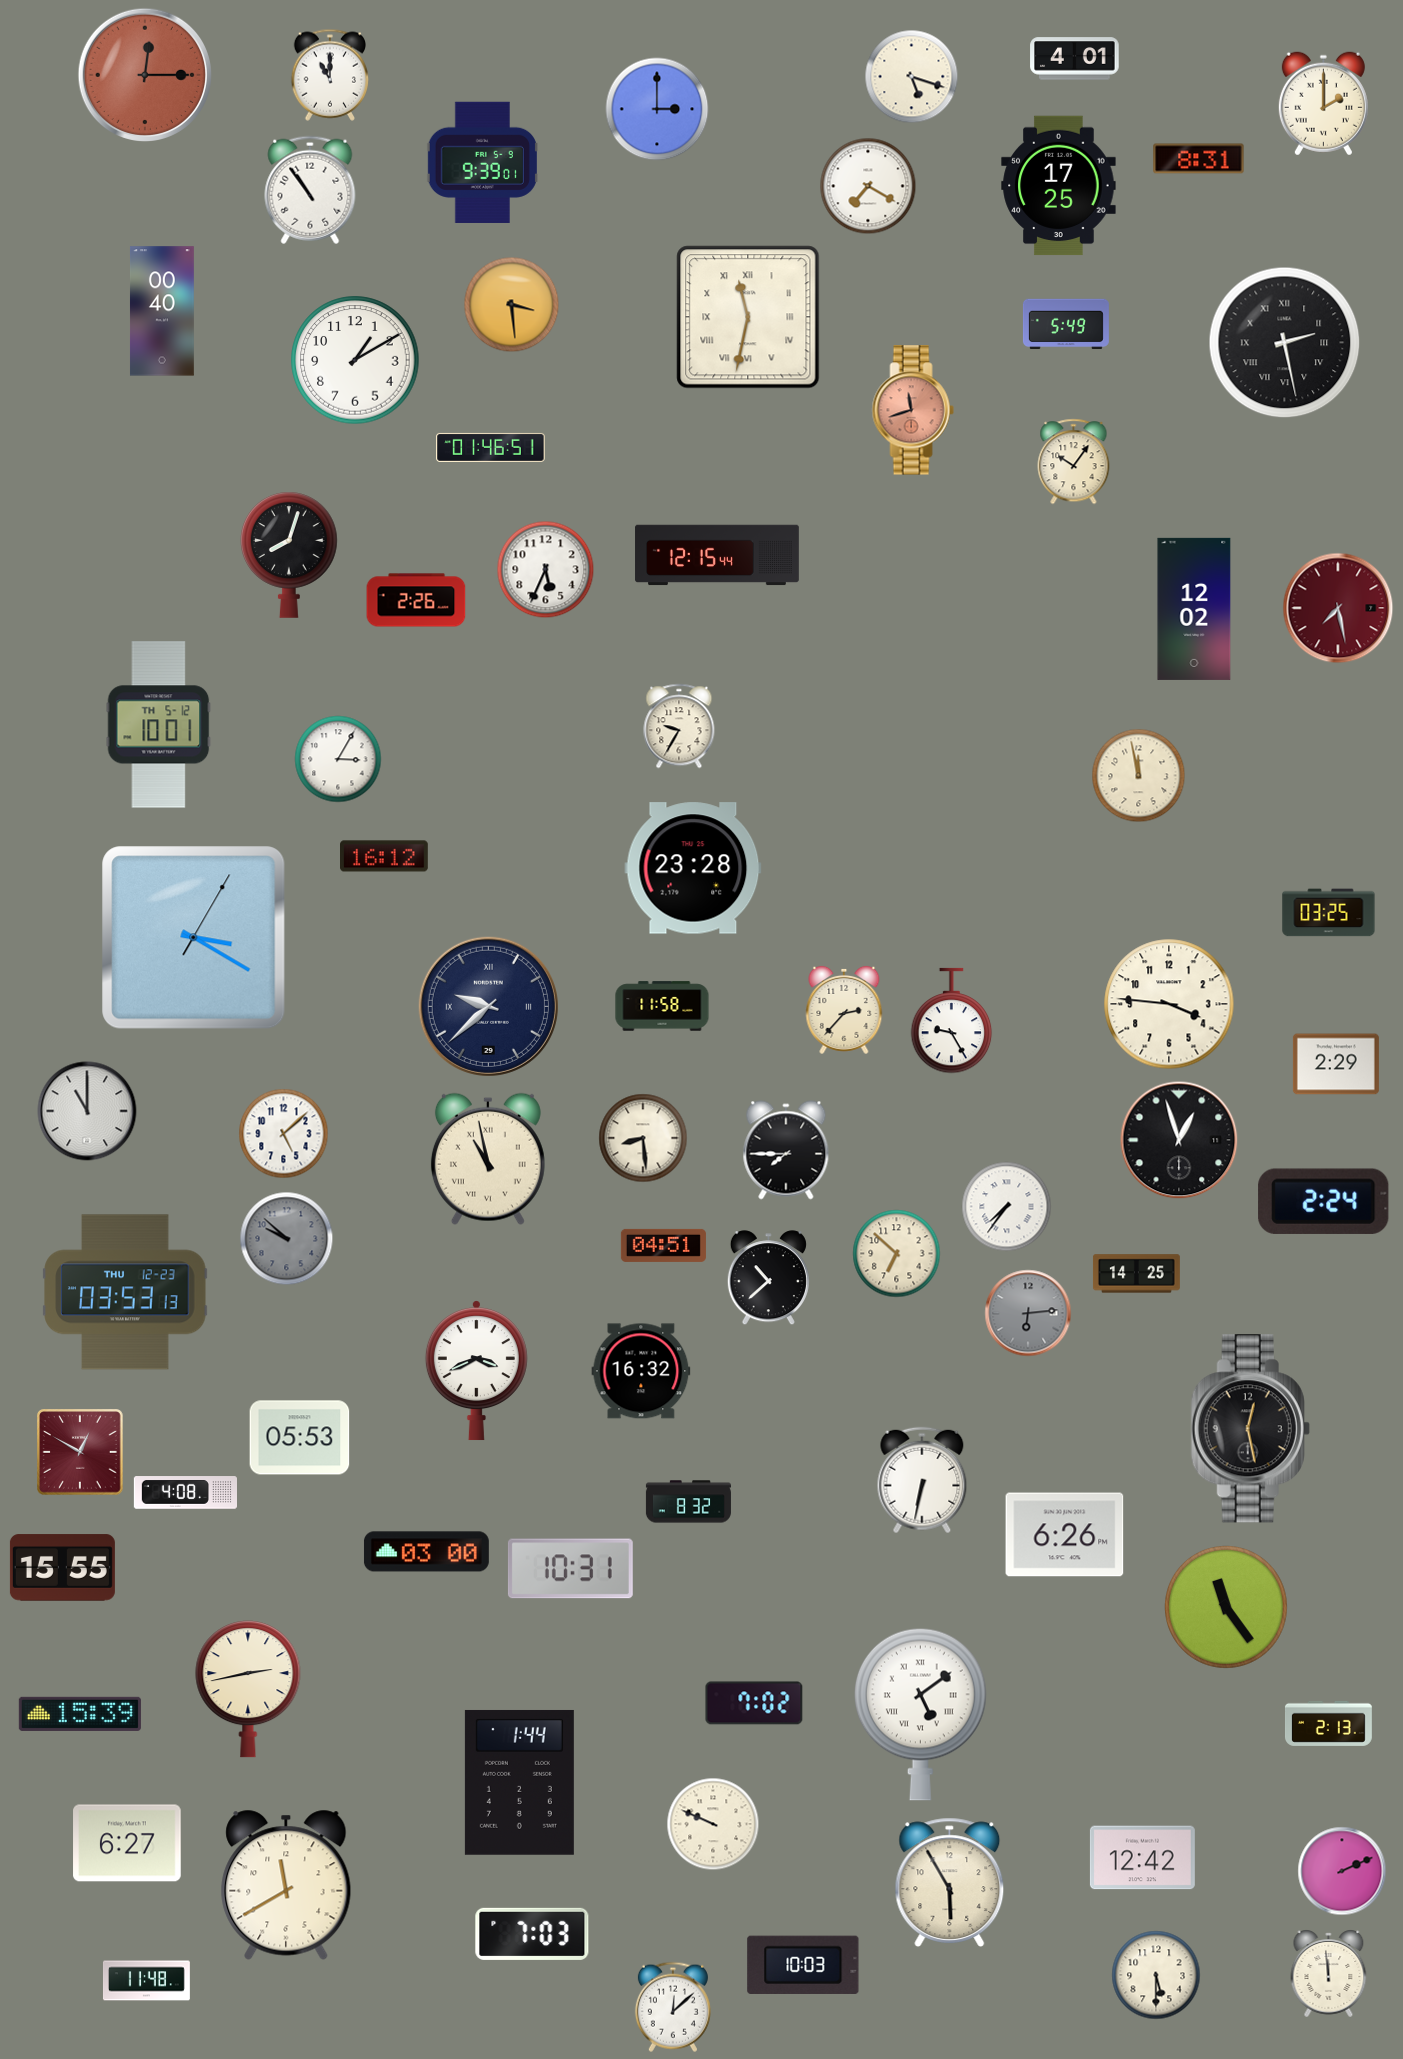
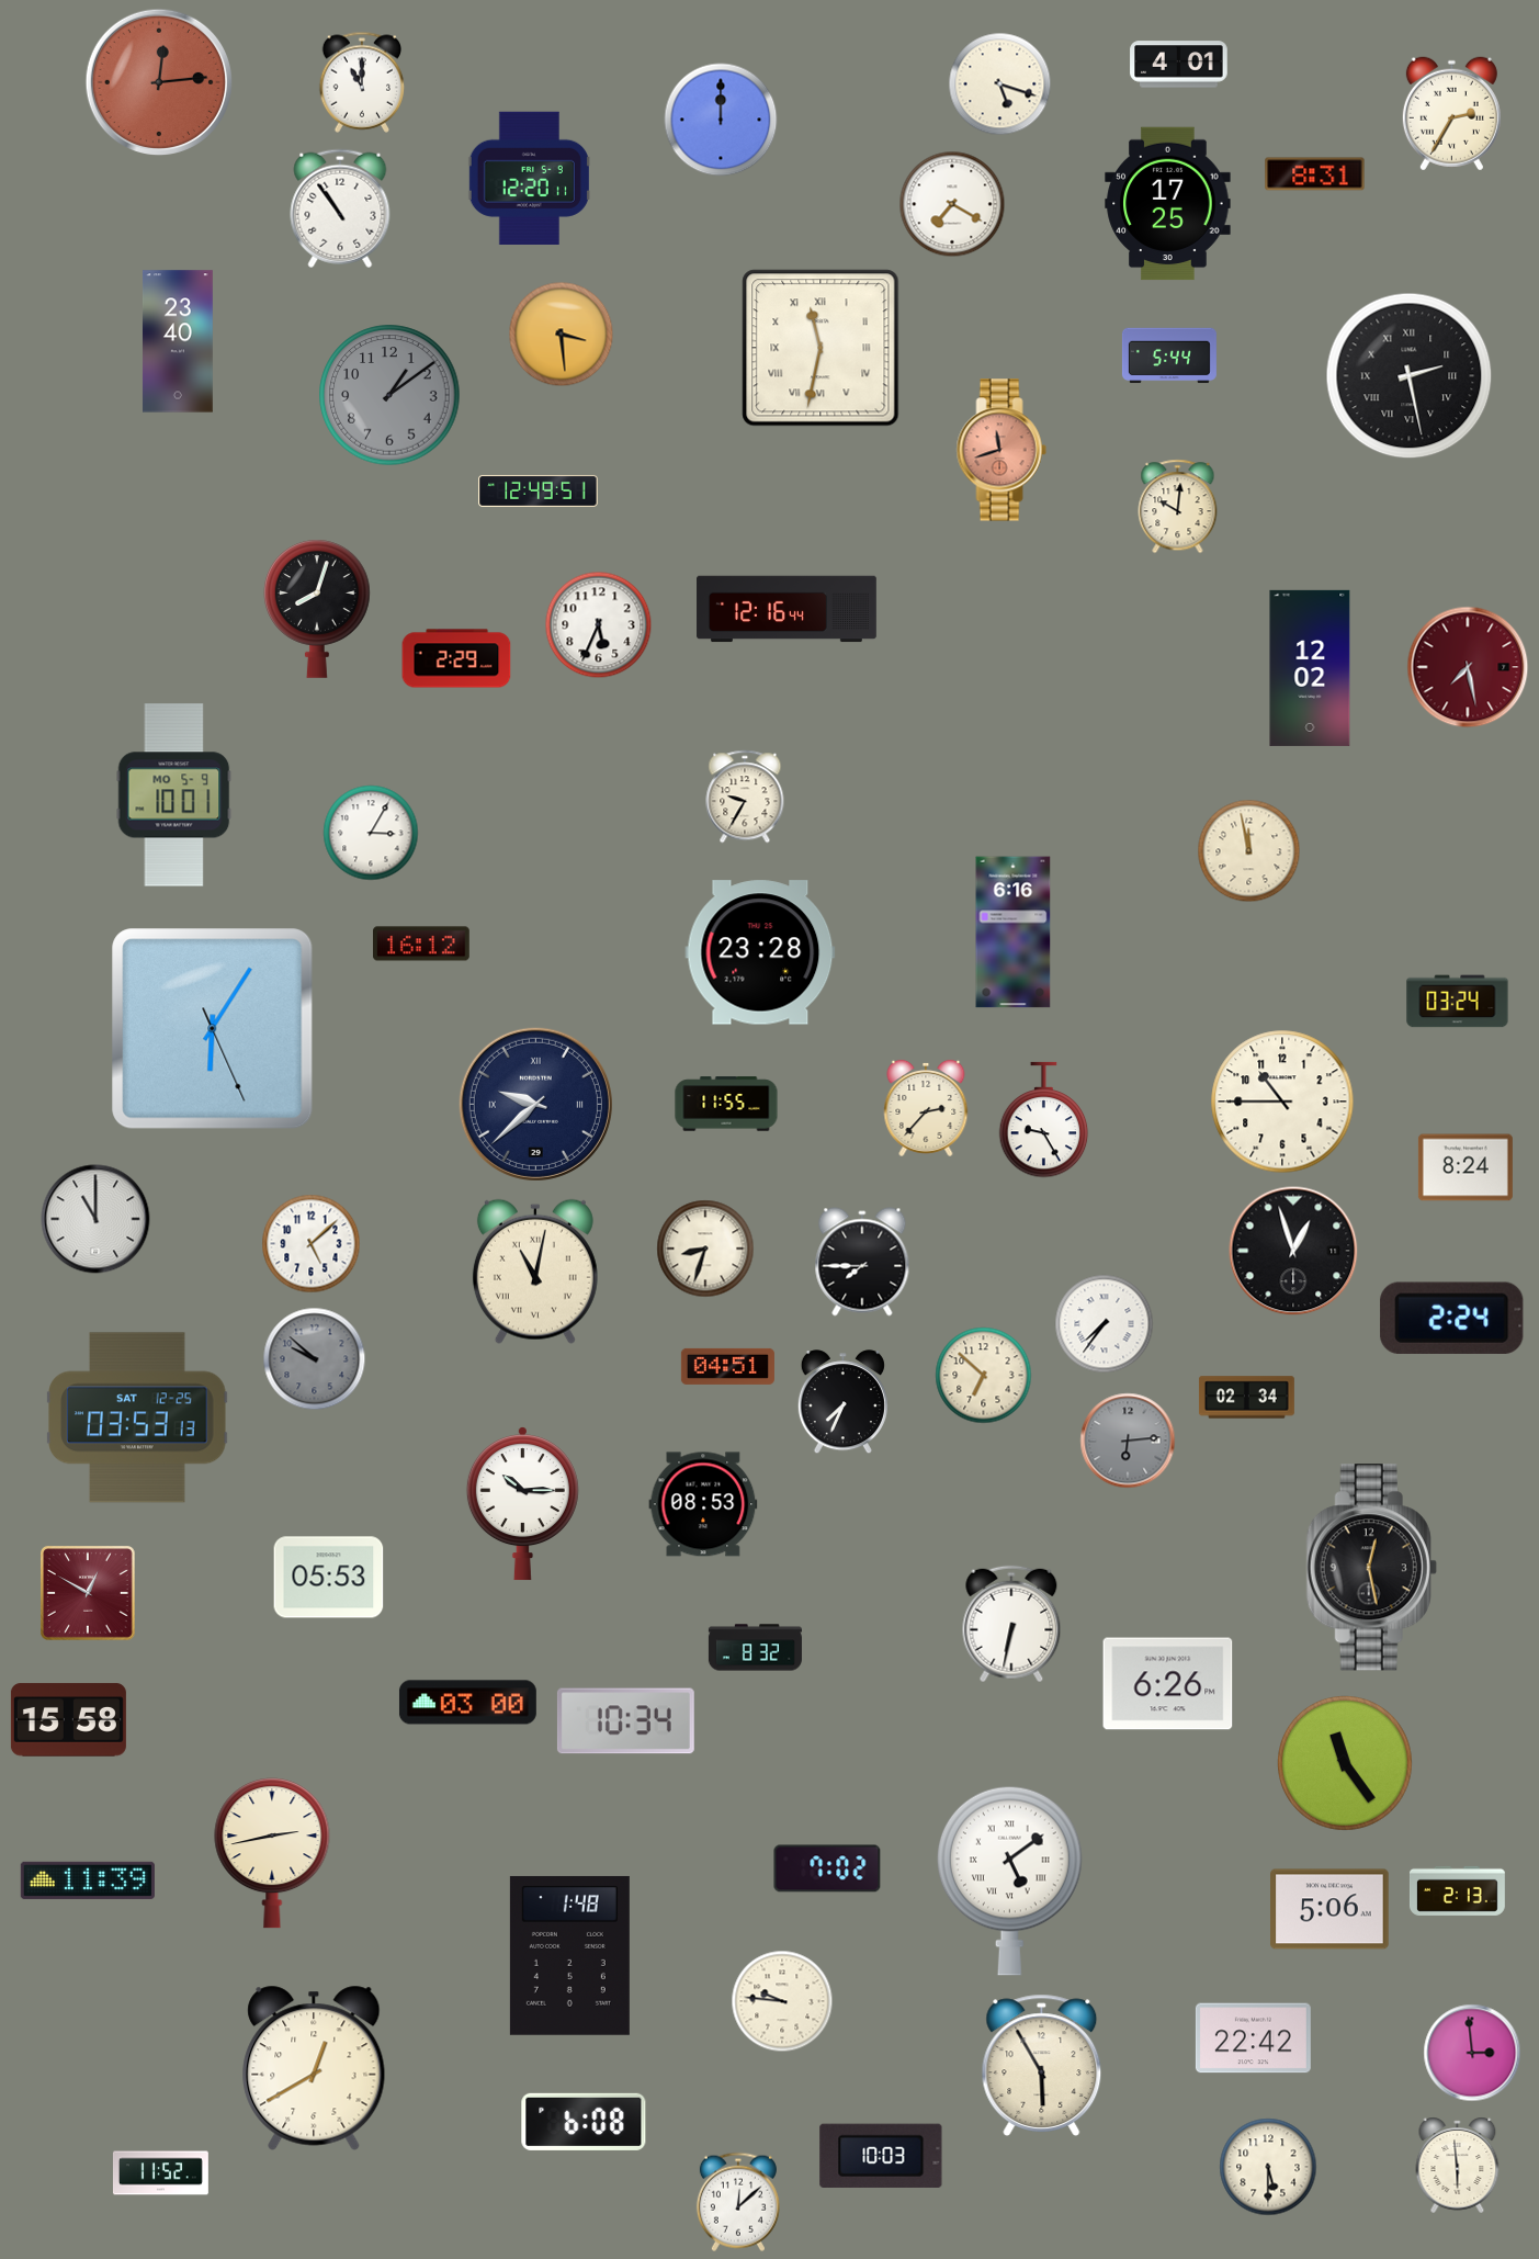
clock at (144, 74): 12:15 -> 12:14
clock at (1323, 104): 2:00 -> 2:35
clock at (657, 109): 3:00 -> 12:00
clock at (482, 162): 9:39 -> 12:20
clock at (1059, 186) position: (1059, 186) -> (1168, 204)
clock at (162, 311): 00:40 -> 23:40
clock at (1066, 324): 5:49 -> 5:44
clock at (355, 360): 1:10 -> 1:09
clock at (355, 360) dial: white -> grey
clock at (491, 447): 01:46 -> 12:49
clock at (1074, 462): 10:06 -> 10:01
clock at (717, 555): 12:15 -> 12:16
clock at (416, 600): 2:26 -> 2:29
clock at (159, 725) date: TH 5-12 -> MO 5-9
clock at (1014, 933): none -> 6:16
clock at (385, 856) position: (385, 856) -> (422, 944)
clock at (1329, 913): 03:25 -> 03:24
clock at (194, 938): 3:20 -> 6:05
clock at (1169, 1004): 3:46 -> 10:45
clock at (662, 1006): 11:58 -> 11:55
clock at (1336, 1064): 2:29 -> 8:24
clock at (643, 1138): 8:29 -> 8:33
clock at (488, 1159): 10:58 -> 11:02
clock at (1136, 1274): 14:25 -> 02:34
clock at (768, 1278): 10:38 -> 7:34
clock at (125, 1292) date: THU 12-23 -> SAT 12-25
clock at (476, 1371): 3:41 -> 10:15
clock at (641, 1371): 16:32 -> 08:53
clock at (185, 1493): 4:08 -> none
clock at (62, 1568): 15:55 -> 15:58
clock at (570, 1569): 10:31 -> 10:34
clock at (80, 1714): 15:39 -> 11:39
clock at (1329, 1909): none -> 5:06
clock at (519, 1782): 1:44 -> 1:48
clock at (713, 1824): 9:49 -> 9:46
clock at (127, 1843): 6:27 -> none
clock at (1142, 1858): 12:42 -> 22:42
clock at (1342, 1871): 2:11 -> 2:59
clock at (286, 1885): 11:40 -> 12:40
clock at (532, 1934): 7:03 -> 6:08
clock at (1329, 1973): 11:59 -> 5:59
clock at (146, 1981): 11:48 -> 11:52
